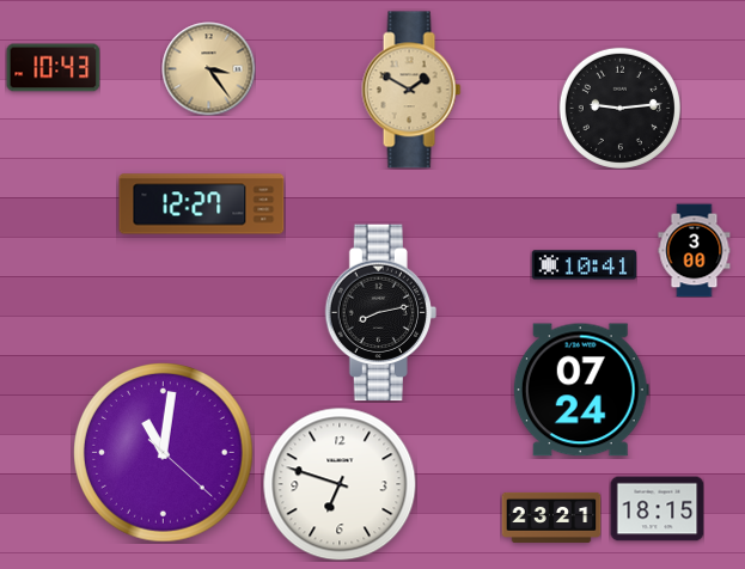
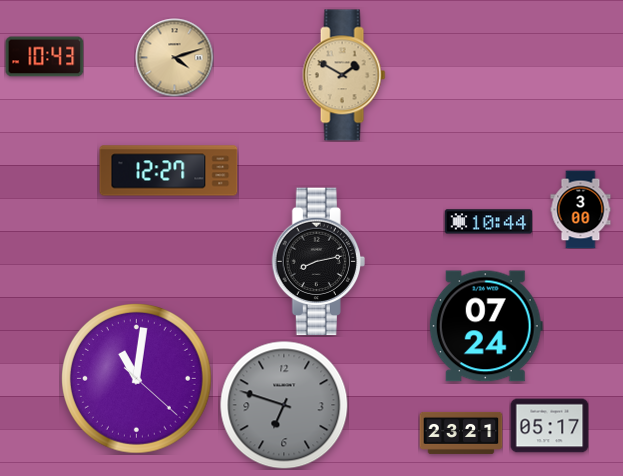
clock at (208, 68): 3:24 -> 4:12
clock at (619, 108): 9:14 -> none
clock at (584, 265): 10:41 -> 10:44
clock at (340, 484) dial: white -> grey
clock at (657, 509): 18:15 -> 05:17
